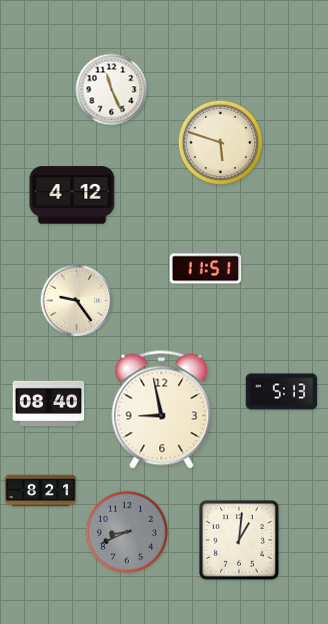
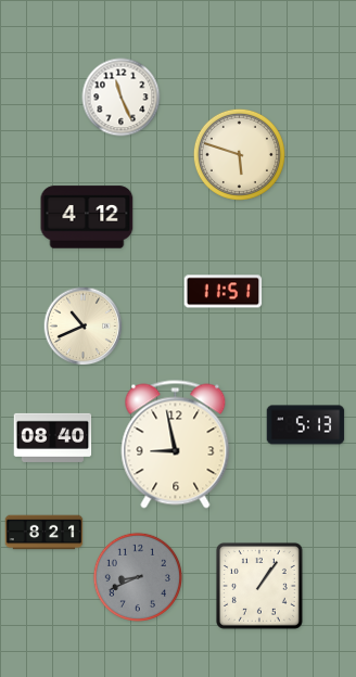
clock at (72, 195) position: (72, 195) -> (87, 217)
clock at (77, 301): 9:24 -> 10:41
clock at (239, 540): 1:01 -> 1:06
